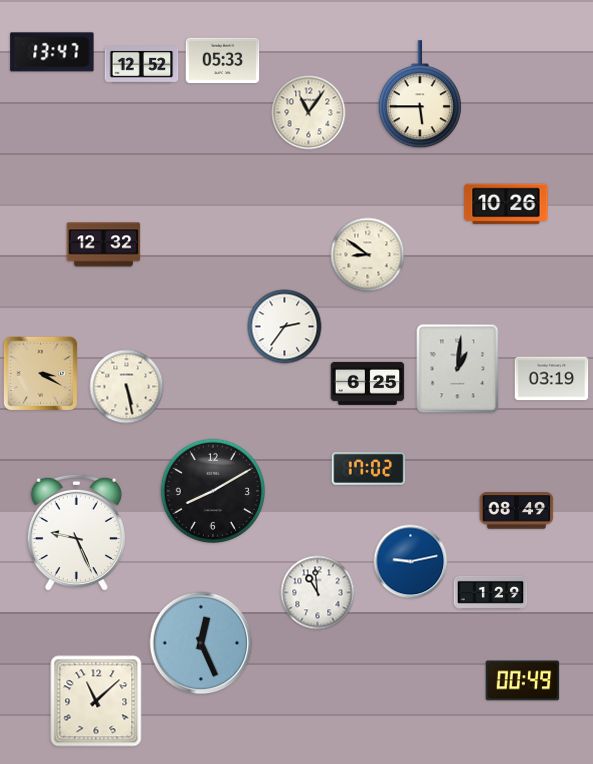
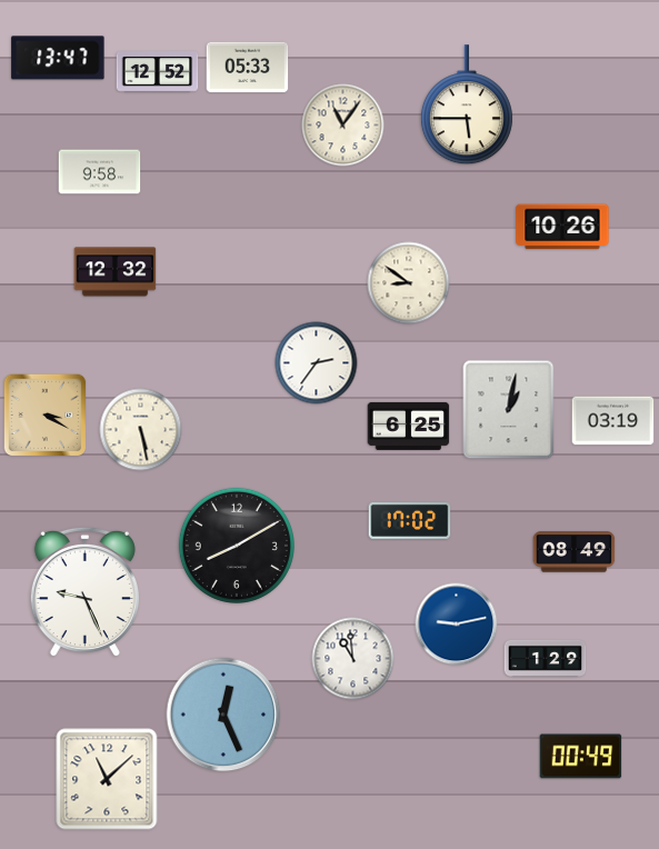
clock at (100, 172): none -> 9:58
clock at (458, 369): 1:01 -> 1:02
clock at (517, 511) position: (517, 511) -> (575, 552)
